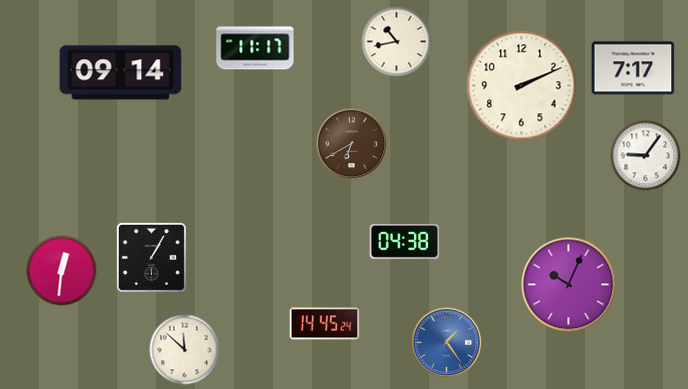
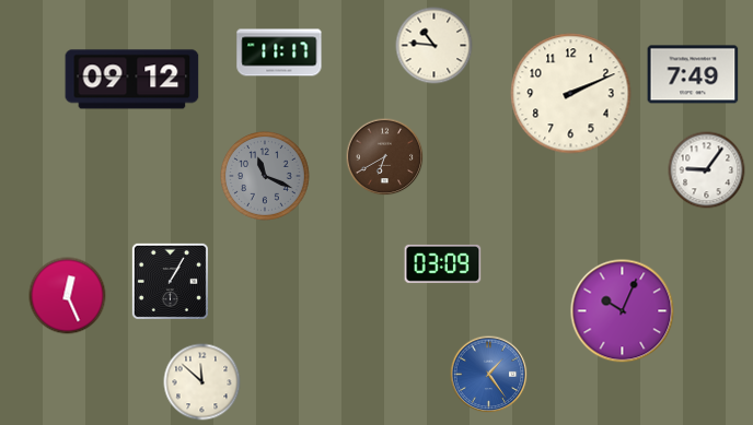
clock at (397, 42): 10:43 -> 10:46
clock at (633, 68): 7:17 -> 7:49
clock at (121, 73): 09:14 -> 09:12
clock at (265, 177): none -> 11:19
clock at (405, 241): 04:38 -> 03:09
clock at (151, 257) position: (151, 257) -> (170, 281)
clock at (62, 271): 12:31 -> 12:26
clock at (325, 324): 14:45 -> none
